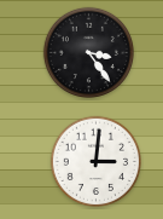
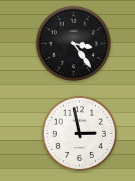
clock at (95, 161): 3:01 -> 2:58
